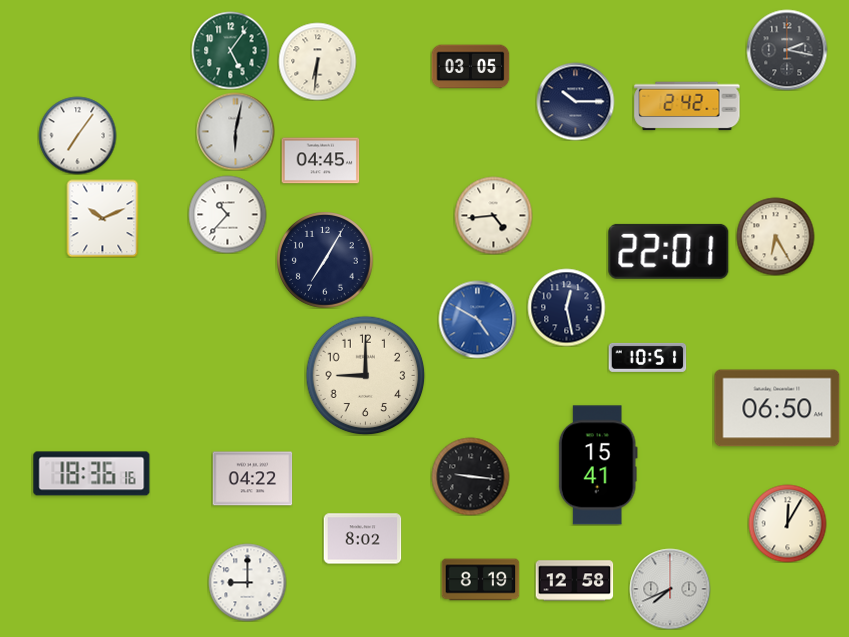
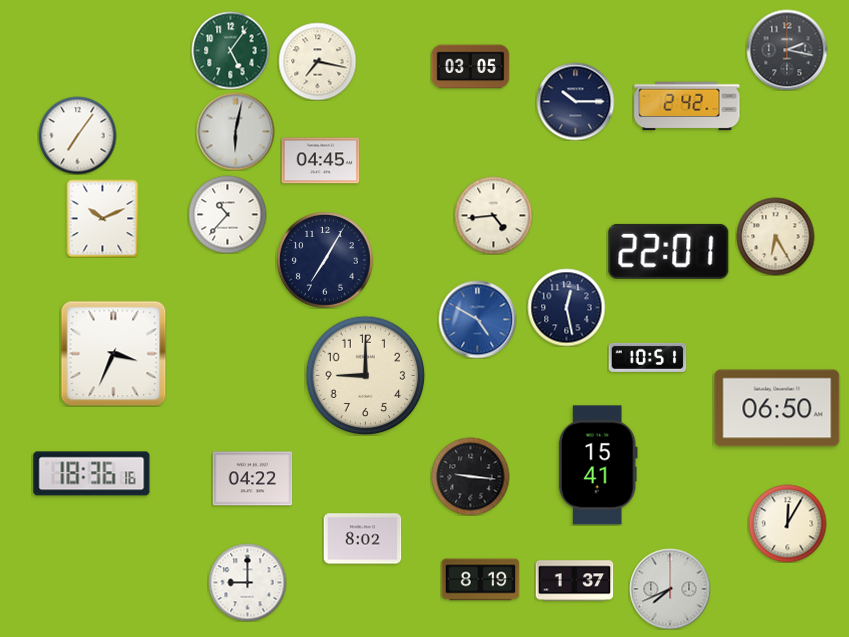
clock at (317, 61): 6:31 -> 7:17
clock at (113, 353): none -> 3:34
clock at (574, 581): 12:58 -> 1:37
